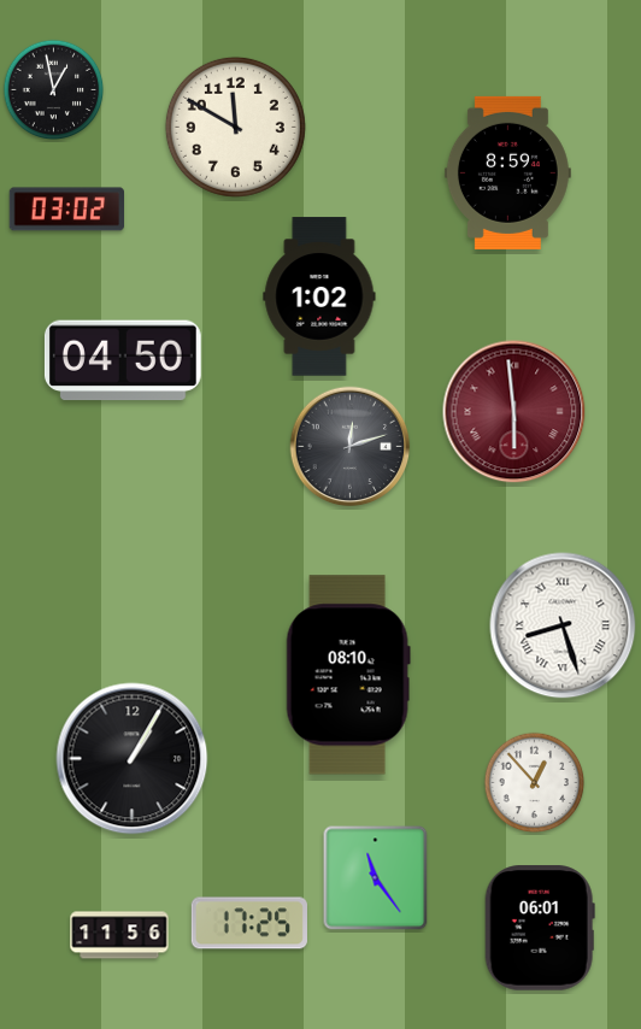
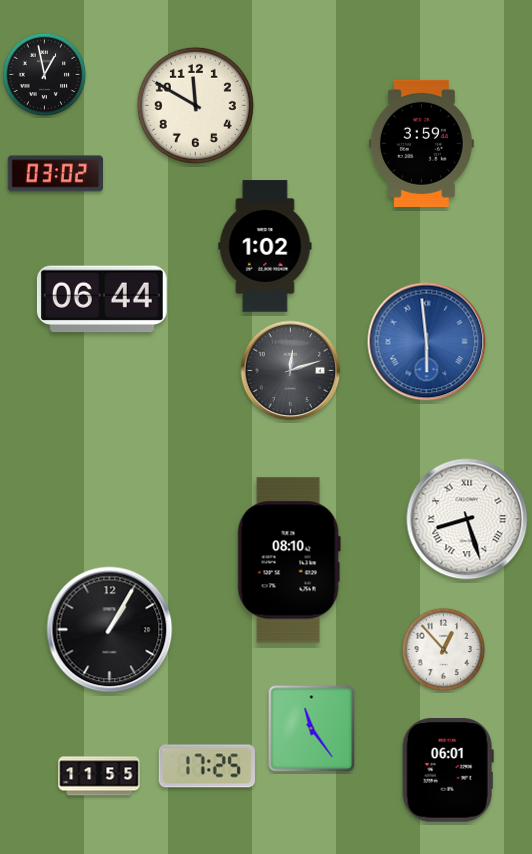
clock at (507, 172): 8:59 -> 3:59
clock at (123, 360): 04:50 -> 06:44
clock at (514, 412) dial: burgundy -> blue
clock at (119, 935): 11:56 -> 11:55
